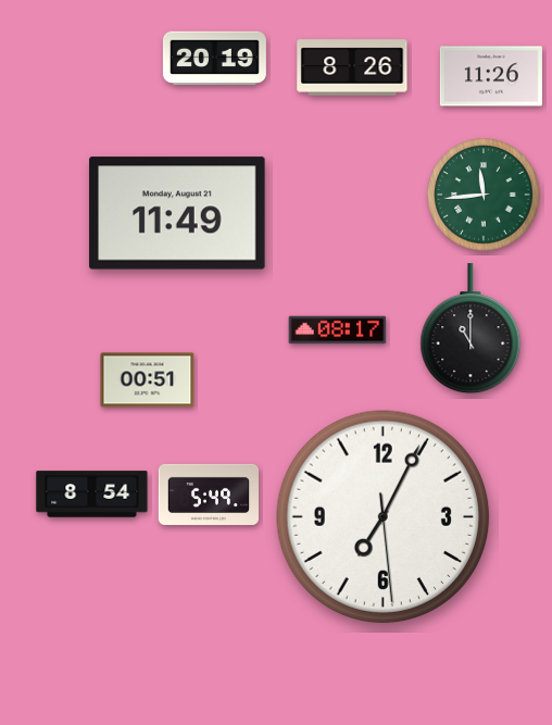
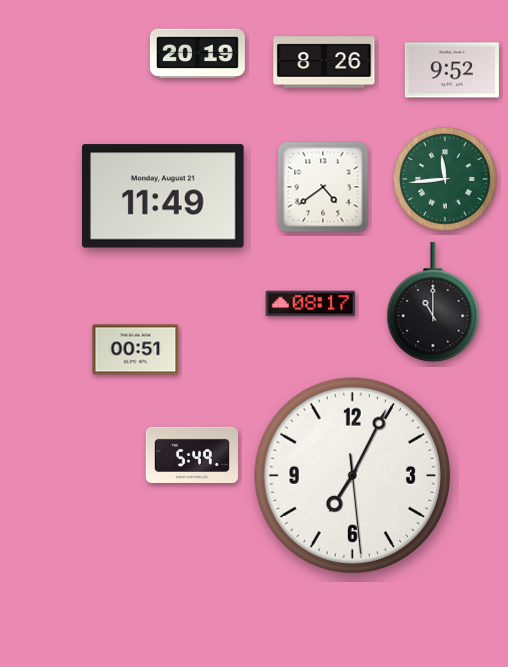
clock at (491, 76): 11:26 -> 9:52
clock at (323, 187): none -> 4:39
clock at (92, 495): 8:54 -> none
